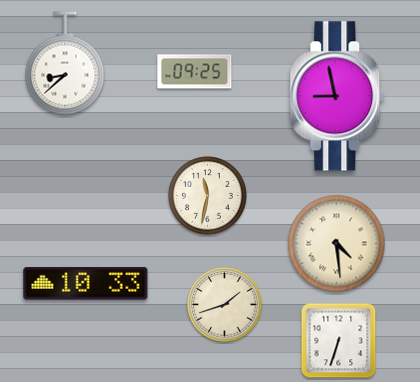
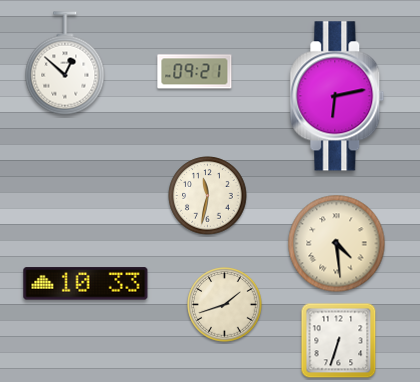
clock at (65, 63): 8:38 -> 12:52
clock at (195, 72): 09:25 -> 09:21
clock at (337, 96): 8:58 -> 6:13
